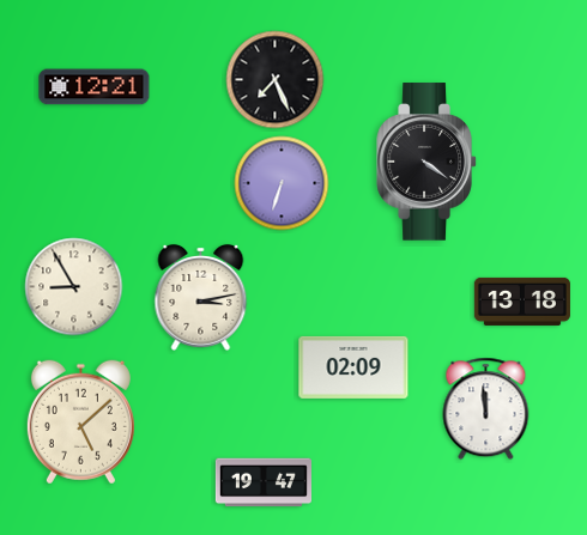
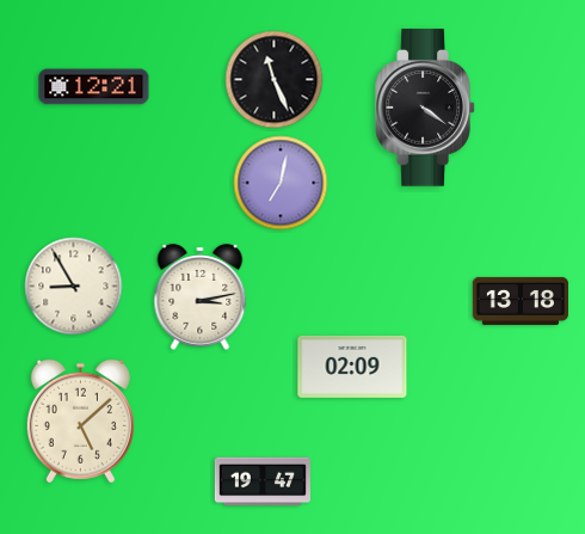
clock at (276, 80): 7:26 -> 11:26
clock at (426, 162) position: (426, 162) -> (425, 108)
clock at (282, 183): 6:33 -> 7:02
clock at (486, 409): 11:59 -> none
